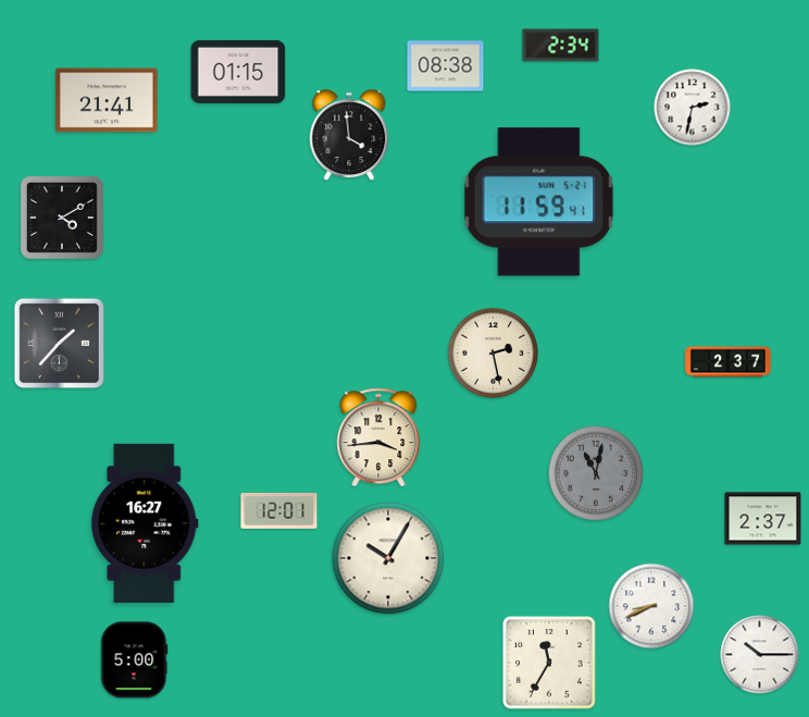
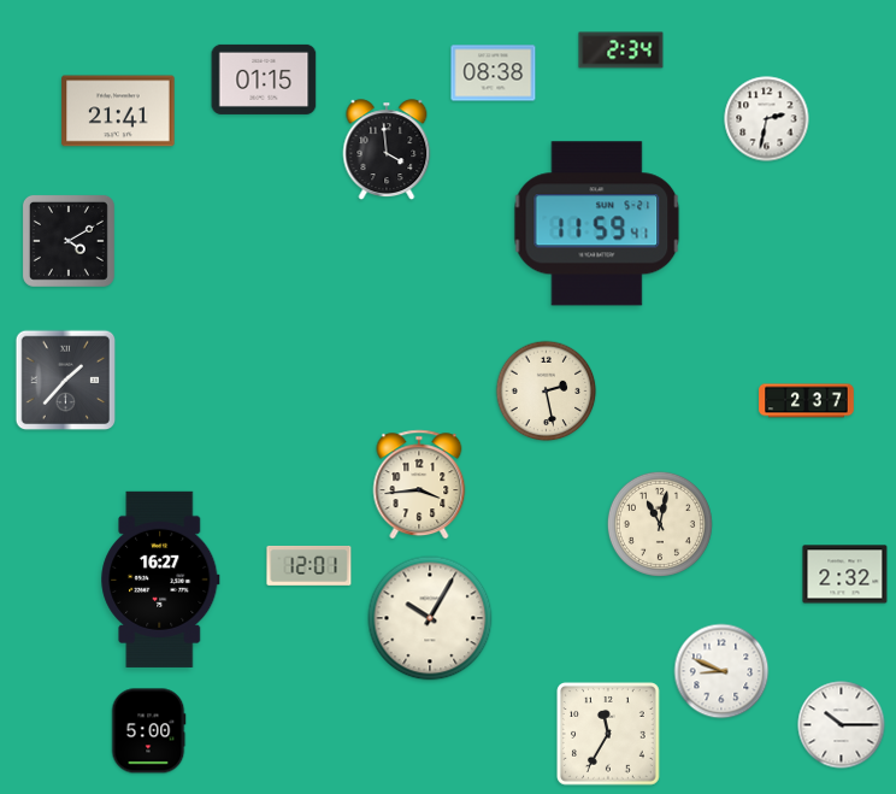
clock at (596, 473) dial: grey -> cream
clock at (763, 519): 2:37 -> 2:32
clock at (651, 606): 8:41 -> 8:49
